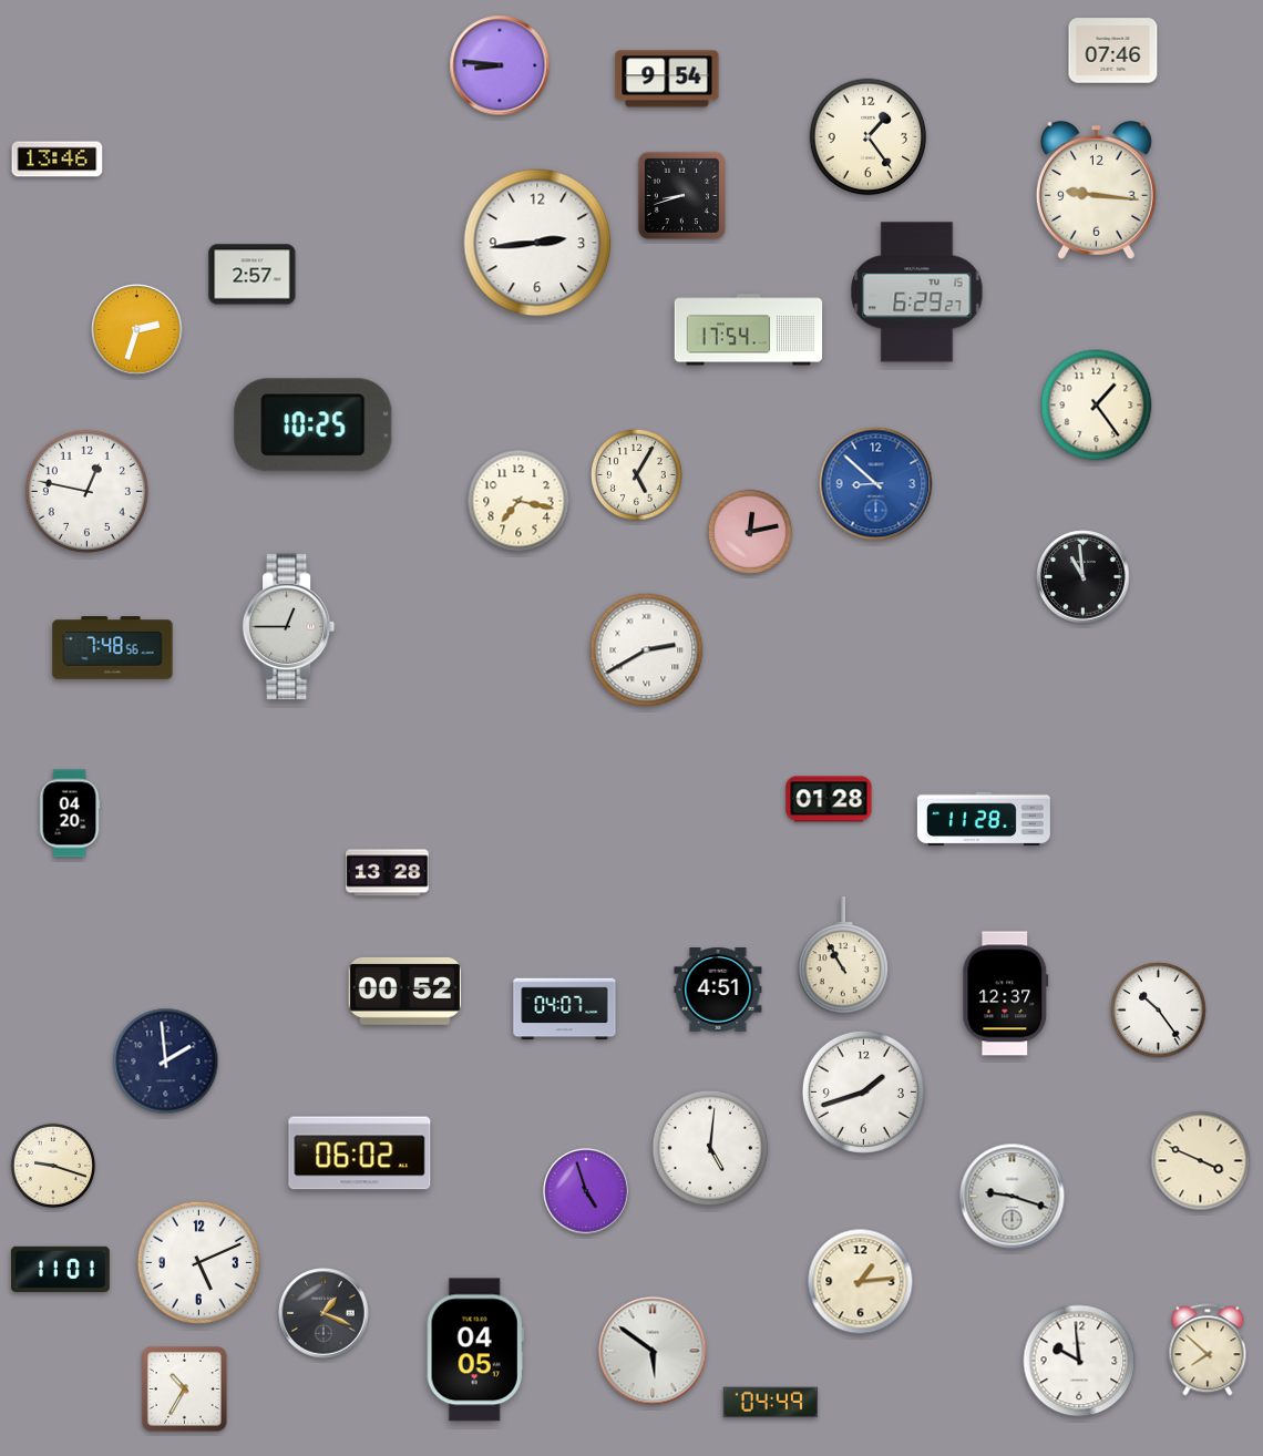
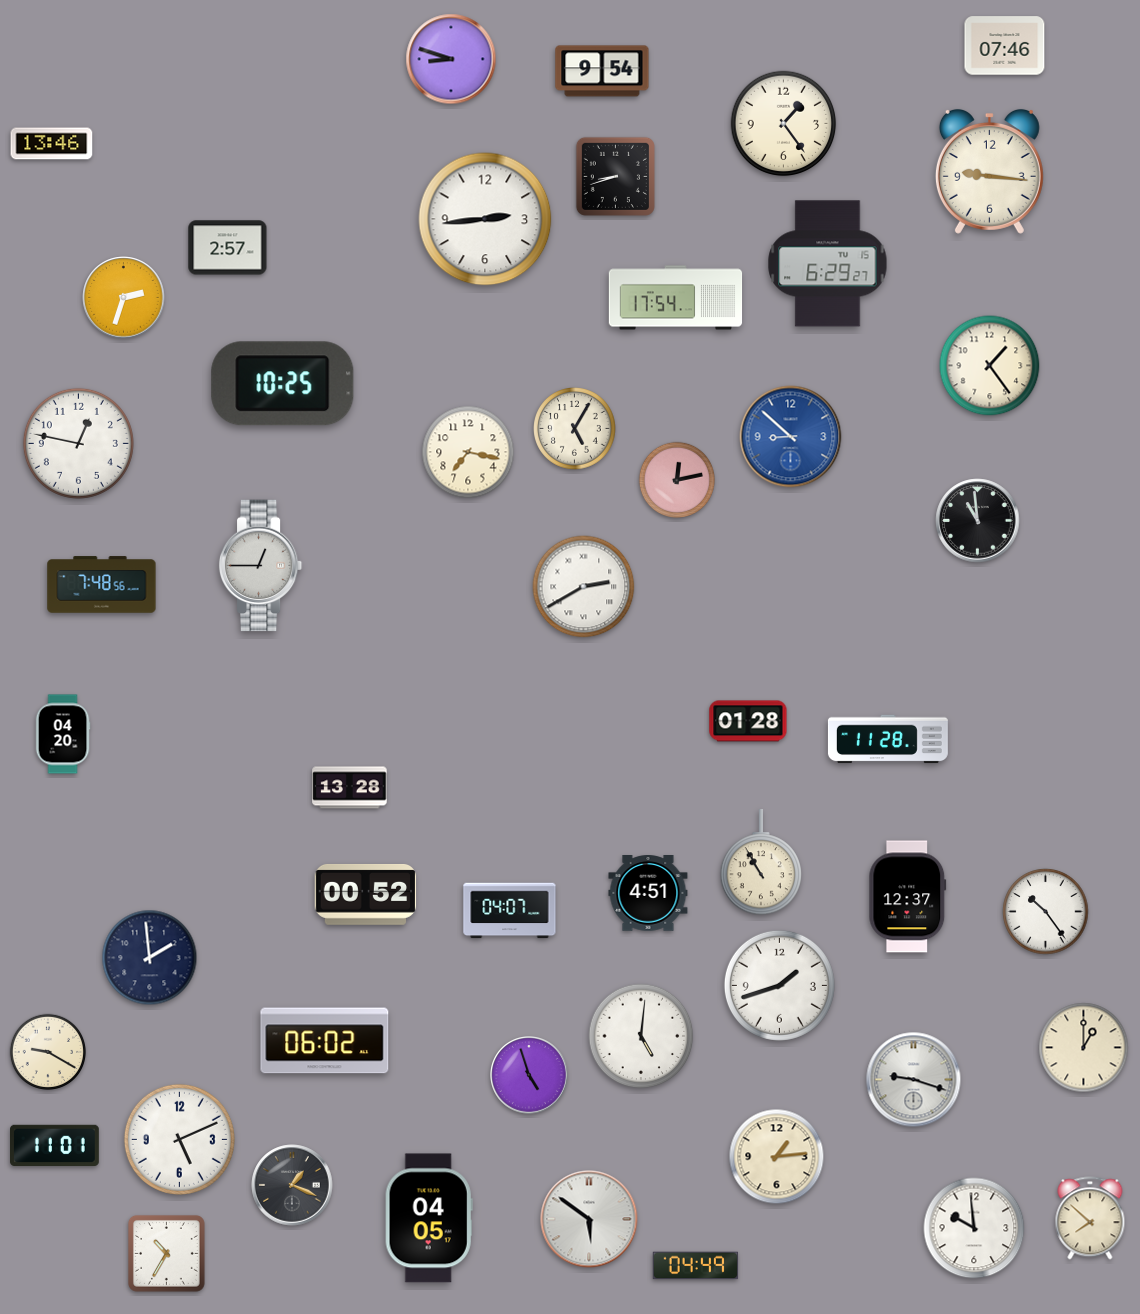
clock at (500, 65): 8:46 -> 8:48
clock at (1201, 1161): 3:49 -> 1:00
clock at (53, 1166): 9:18 -> 9:20
